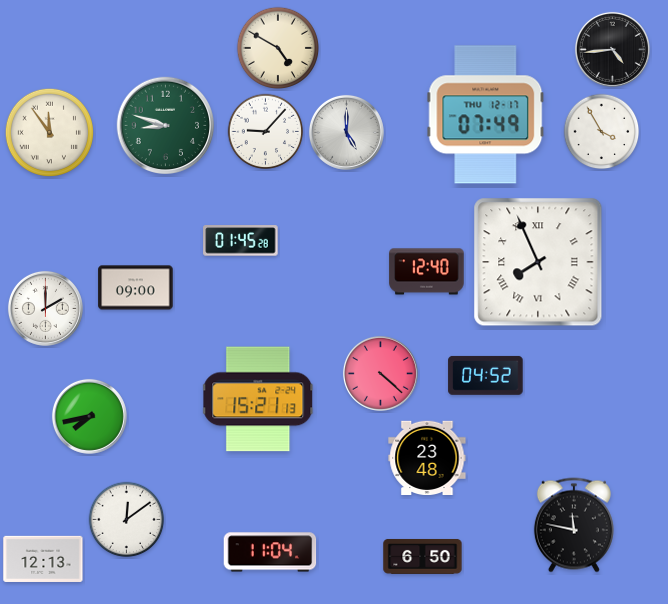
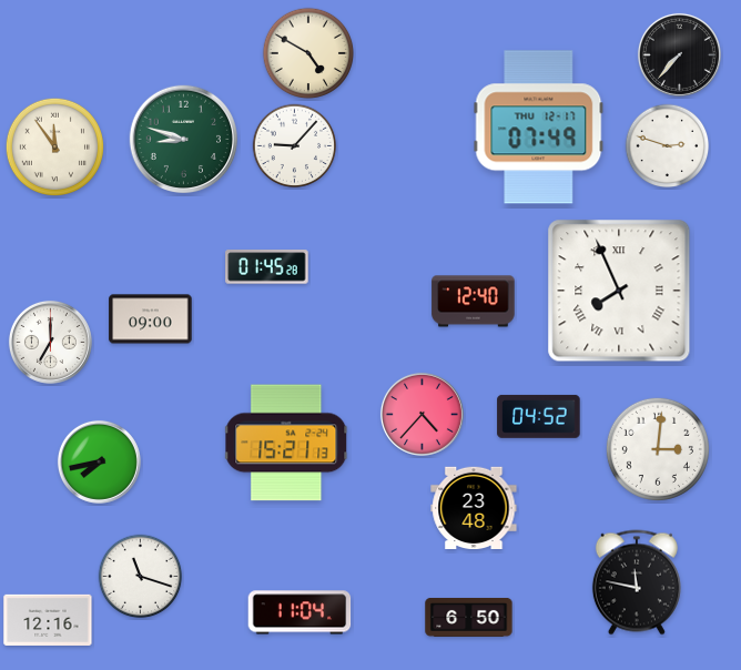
clock at (612, 49): 4:44 -> 7:37
clock at (346, 132): 5:00 -> none
clock at (602, 132): 3:55 -> 2:48
clock at (538, 262) position: (538, 262) -> (619, 291)
clock at (45, 308): 2:00 -> 7:00
clock at (380, 373): 4:22 -> 4:37
clock at (658, 449): none -> 3:01
clock at (127, 520): 12:09 -> 11:18
clock at (43, 559): 12:13 -> 12:16
